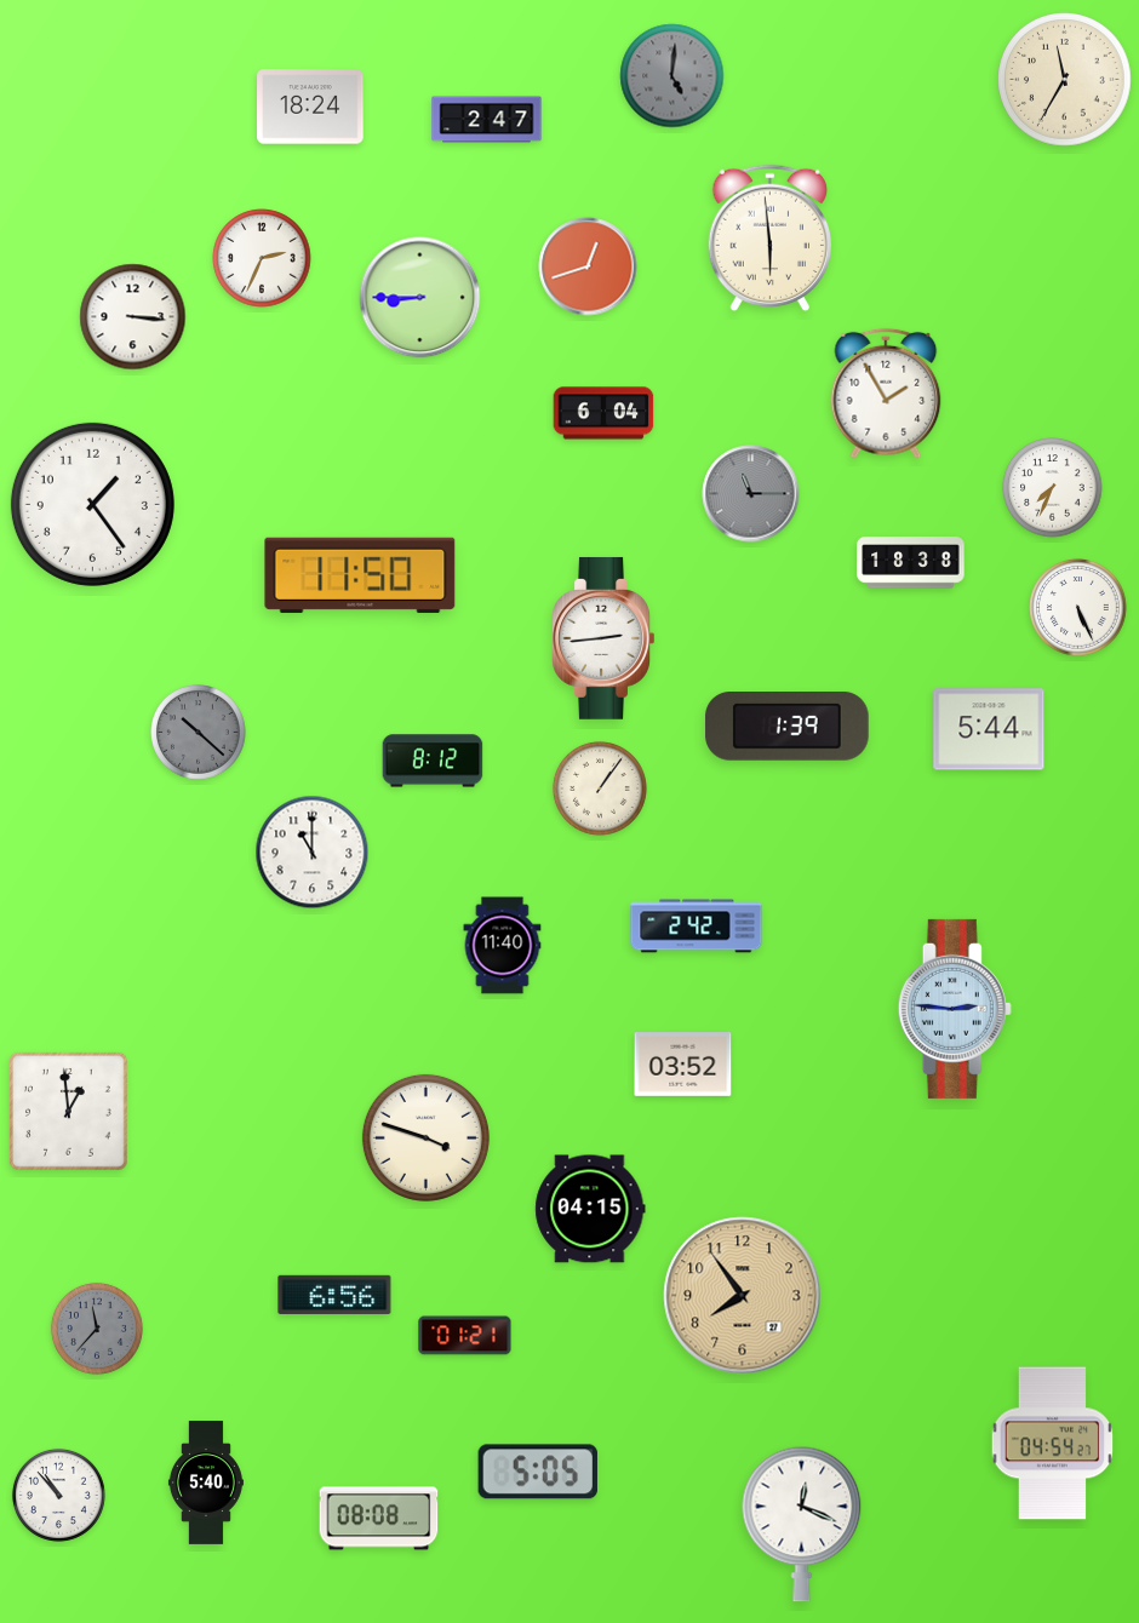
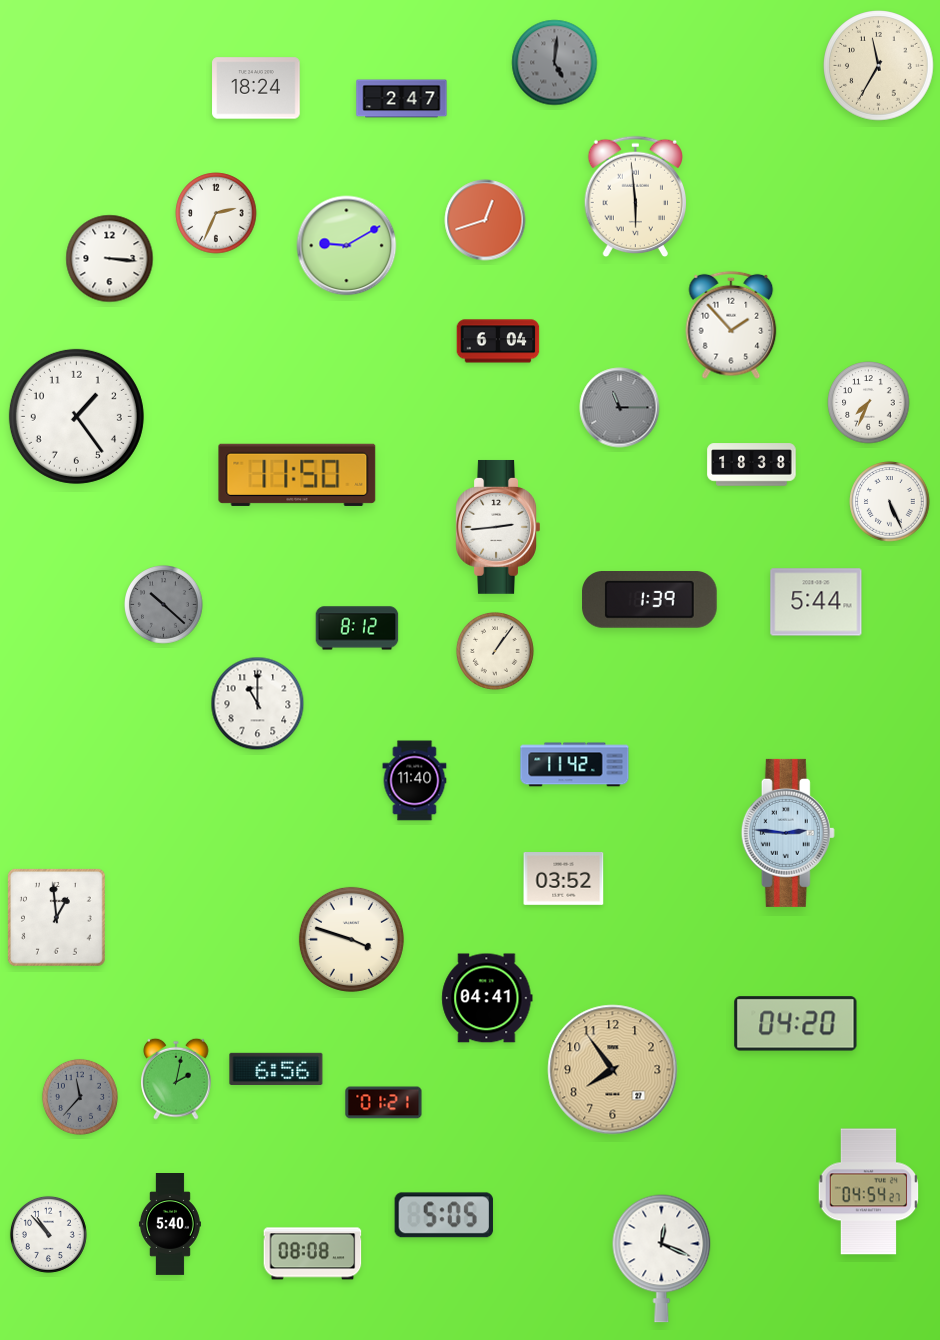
clock at (420, 298): 8:45 -> 9:10
clock at (133, 317) position: (133, 317) -> (110, 259)
clock at (886, 394): 1:55 -> 1:53
clock at (697, 927): 2:42 -> 11:42
clock at (590, 1209): 04:15 -> 04:41
clock at (796, 1024): none -> 04:20
clock at (176, 1079): none -> 2:02
